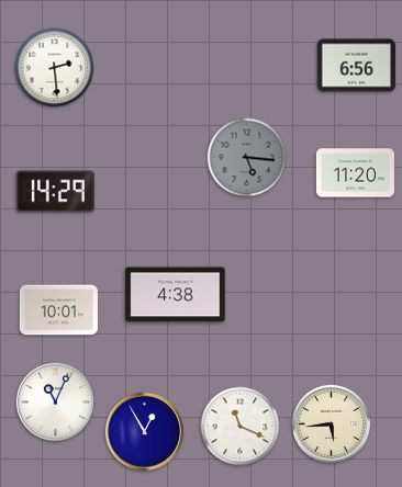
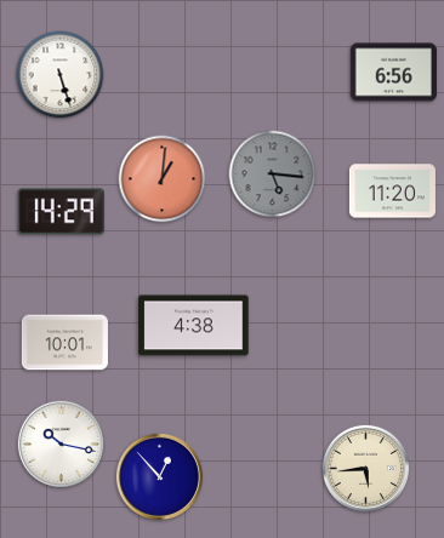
clock at (55, 68): 2:29 -> 5:27
clock at (163, 179): none -> 1:01
clock at (55, 401): 11:04 -> 10:17
clock at (241, 427): 11:19 -> none
clock at (144, 431): 12:55 -> 12:53
